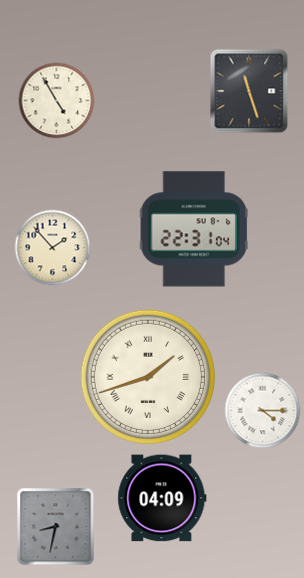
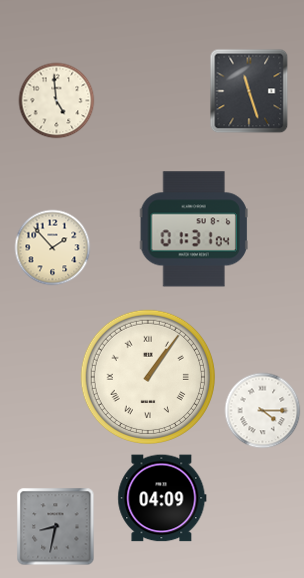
clock at (57, 101): 4:55 -> 4:59
clock at (194, 229): 22:31 -> 01:31
clock at (147, 376): 1:42 -> 1:06
